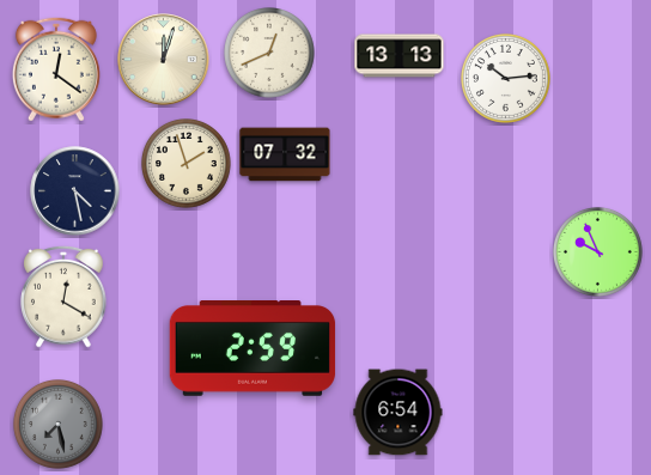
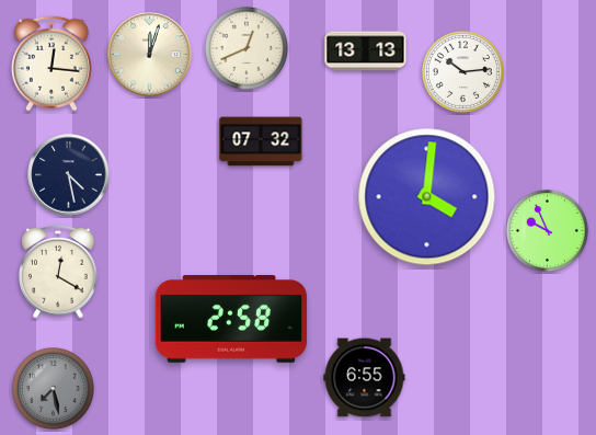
clock at (56, 69): 12:21 -> 12:16
clock at (187, 164): 1:57 -> none
clock at (427, 197): none -> 4:01
clock at (253, 349): 2:59 -> 2:58
clock at (398, 413): 6:54 -> 6:55
